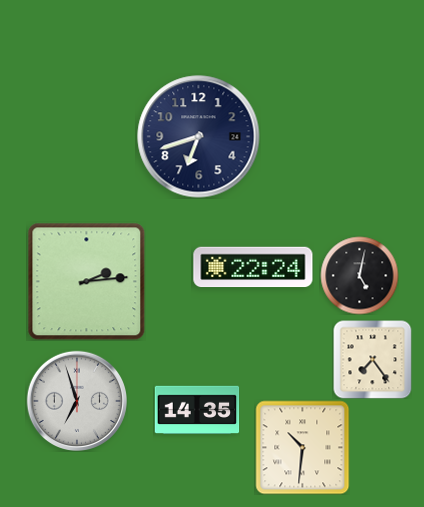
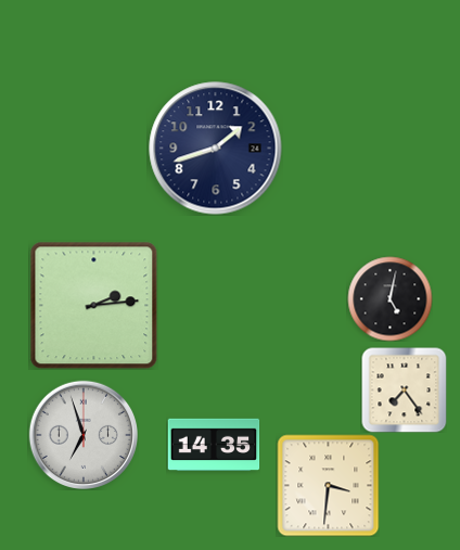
clock at (199, 137): 6:42 -> 1:42
clock at (253, 267): 22:24 -> none
clock at (302, 447): 10:31 -> 3:31
